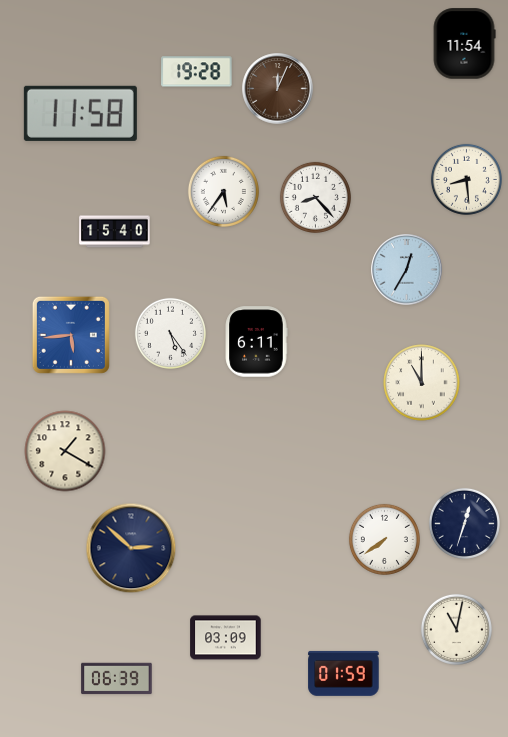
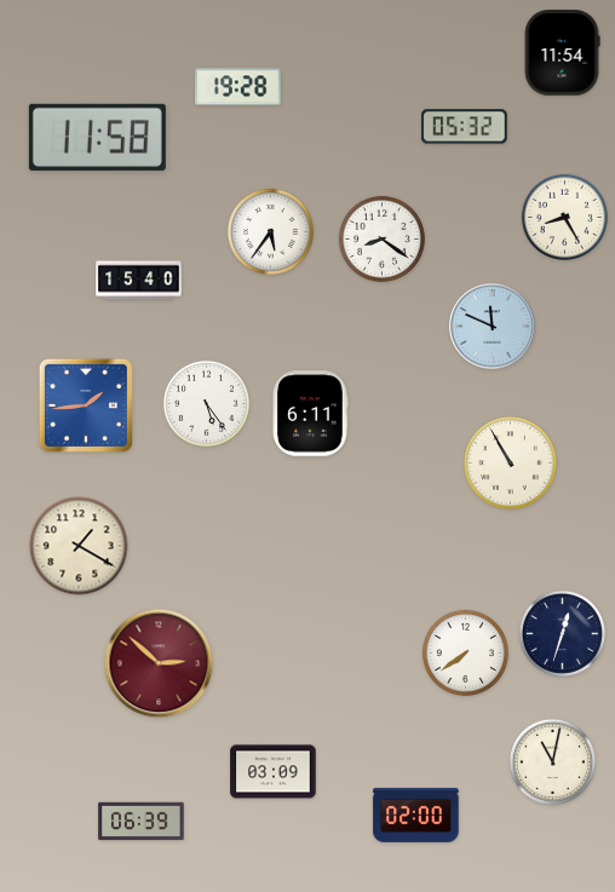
clock at (278, 89): 12:04 -> none
clock at (465, 127): none -> 05:32
clock at (466, 179): 8:29 -> 8:25
clock at (315, 197): 8:23 -> 8:21
clock at (407, 270): 12:35 -> 11:49
clock at (71, 335): 5:44 -> 1:44
clock at (422, 383): 11:00 -> 10:55
clock at (131, 548) dial: navy -> burgundy
clock at (344, 673): 01:59 -> 02:00
